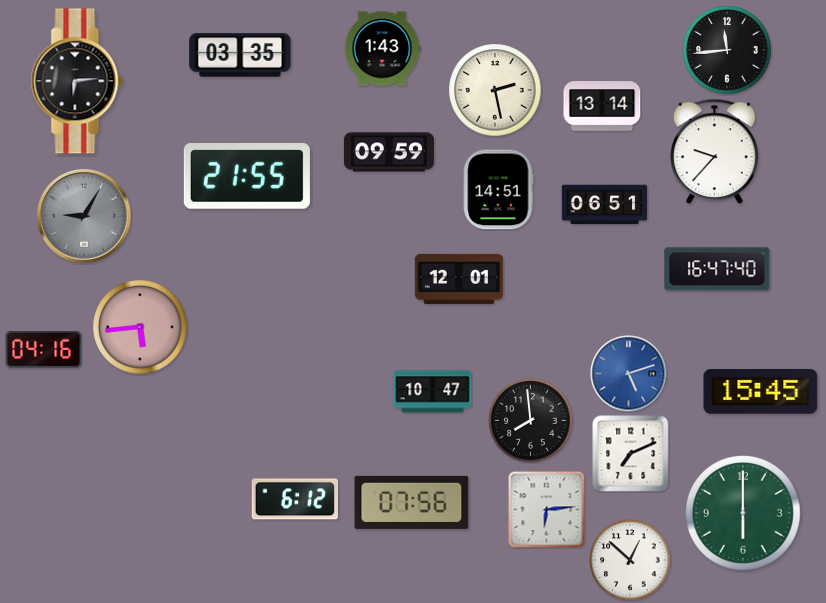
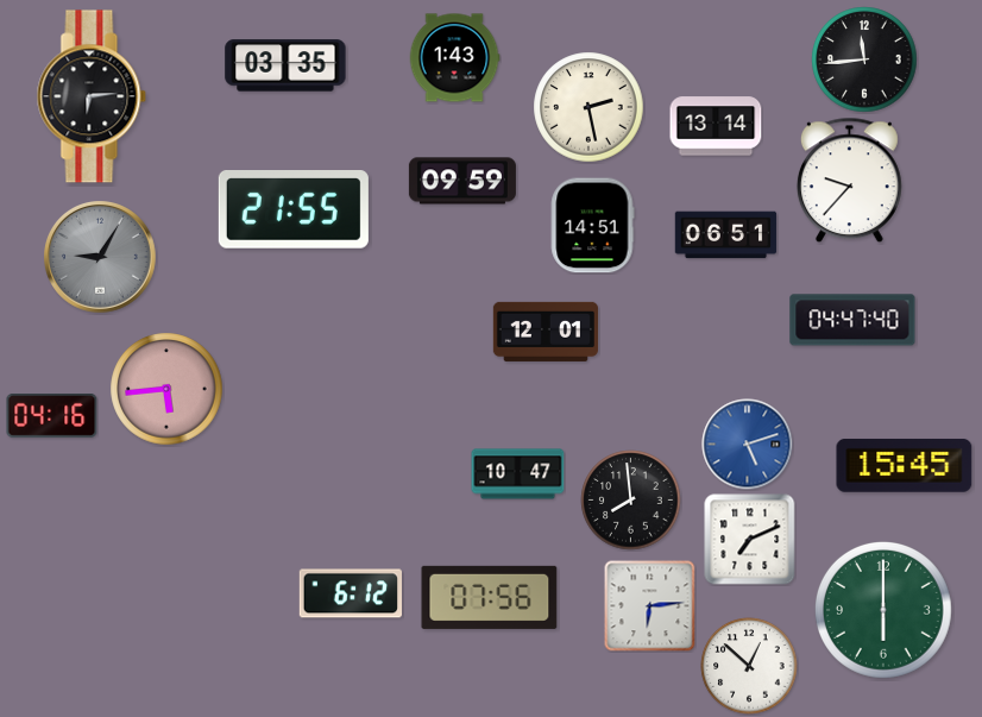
clock at (605, 205) position: (605, 205) -> (726, 235)
clock at (717, 269): 16:47 -> 04:47
clock at (433, 392) position: (433, 392) -> (518, 474)
